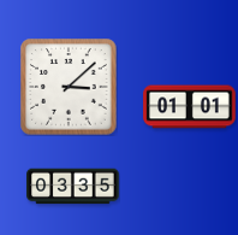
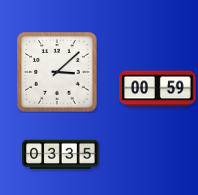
clock at (190, 107): 01:01 -> 00:59
